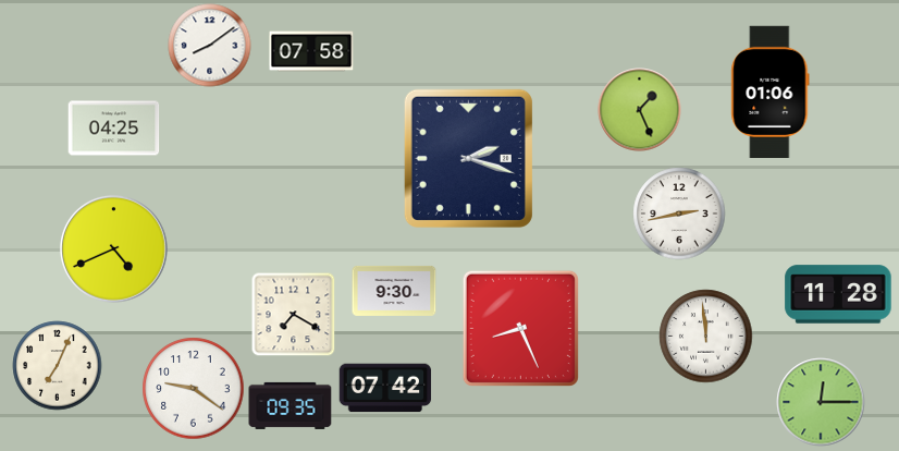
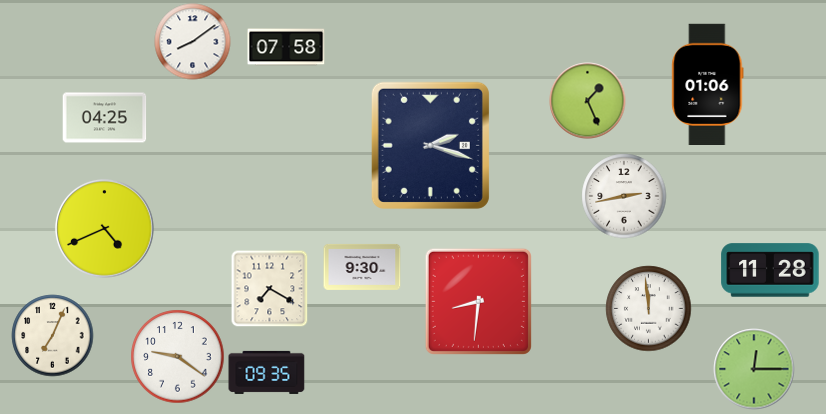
clock at (520, 328): 8:26 -> 8:31
clock at (385, 388): 07:42 -> none
